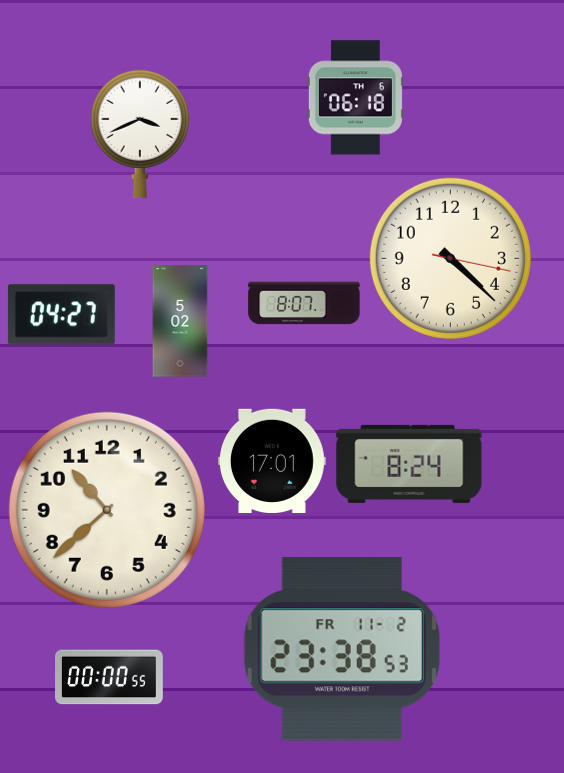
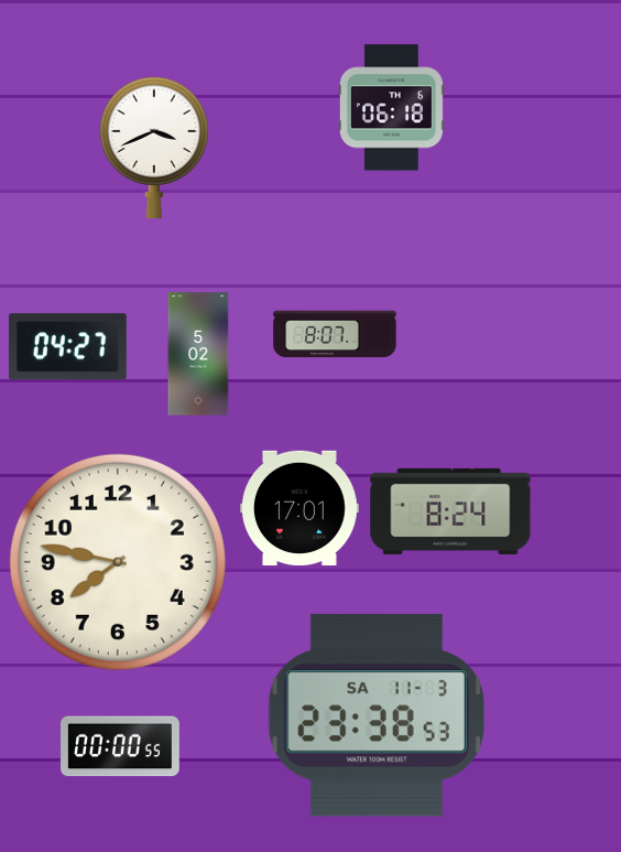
clock at (450, 258): 4:22 -> none
clock at (107, 510): 10:38 -> 7:47
clock at (342, 649) date: FR 11-2 -> SA 11-3
